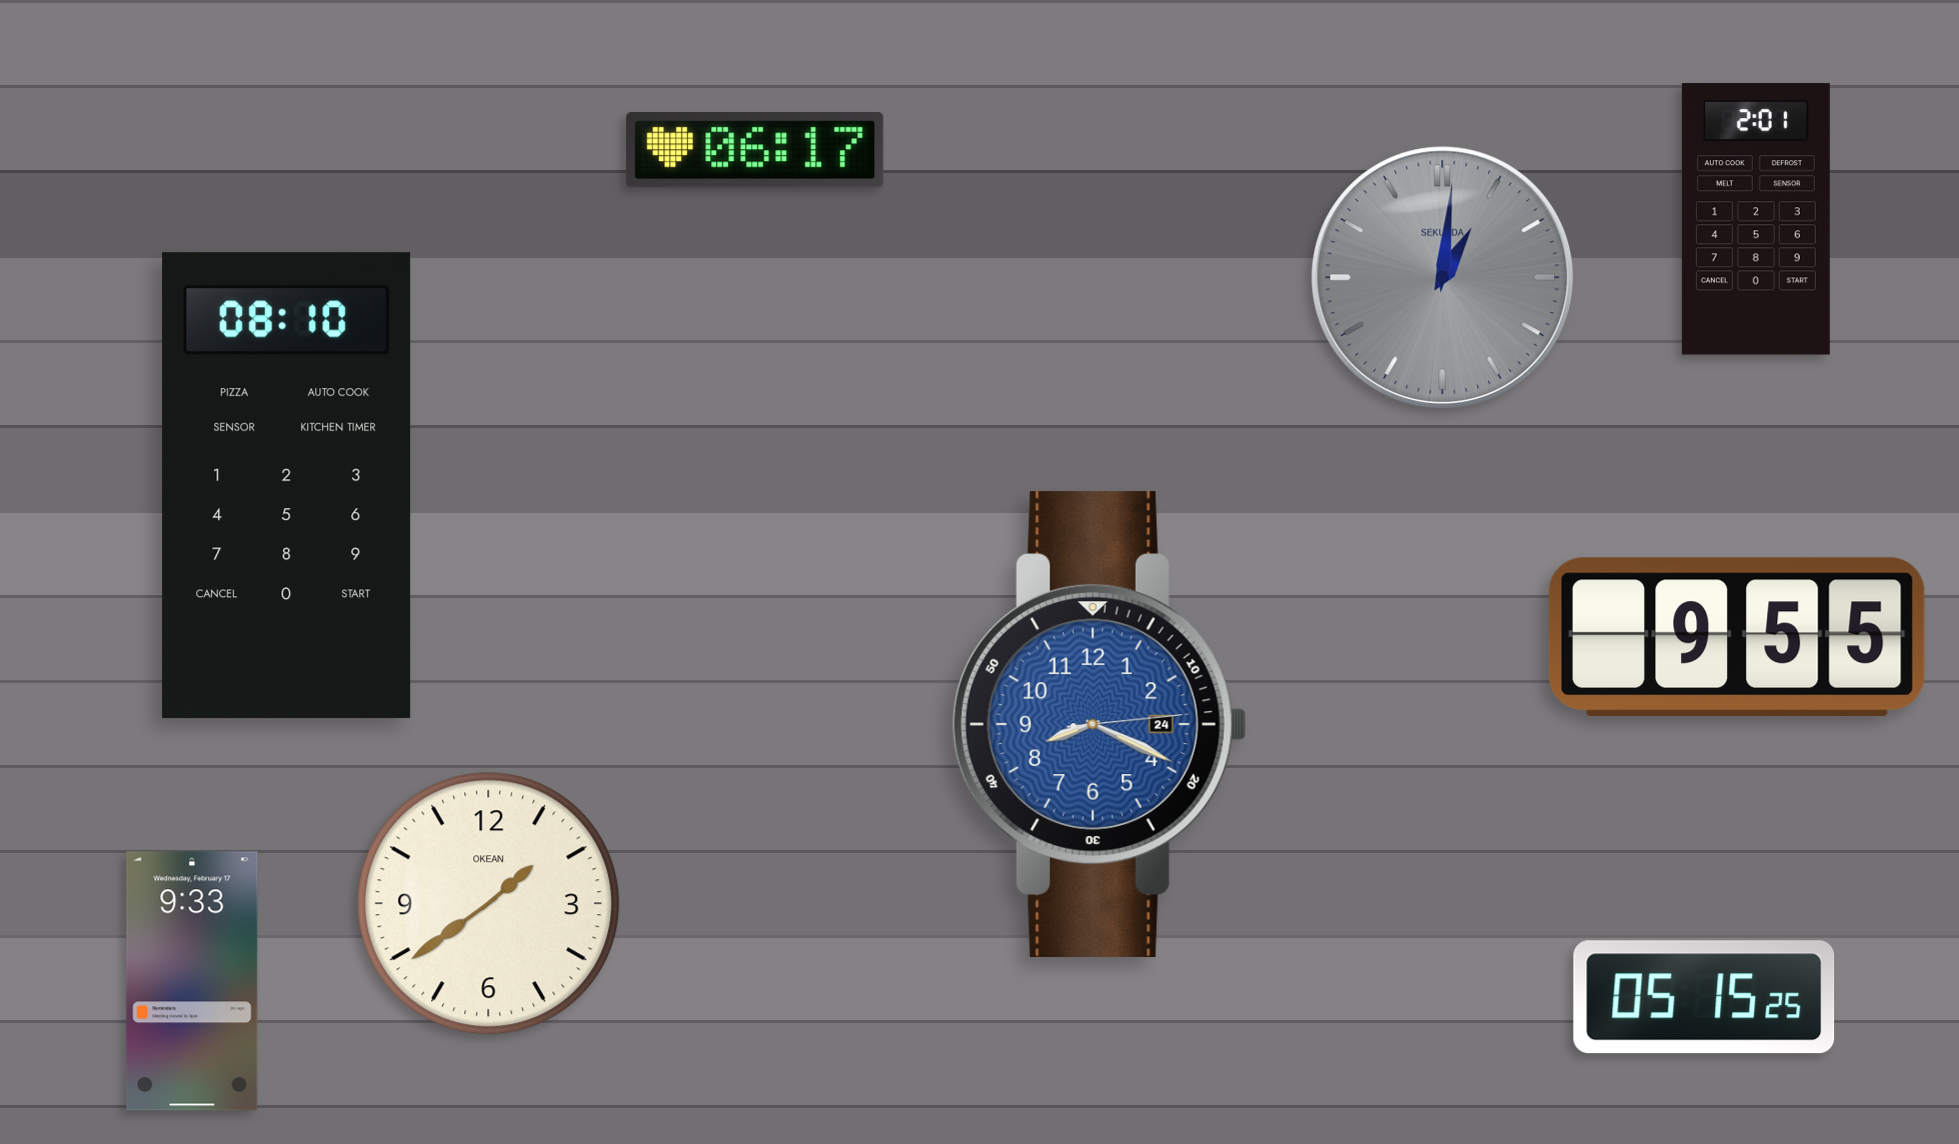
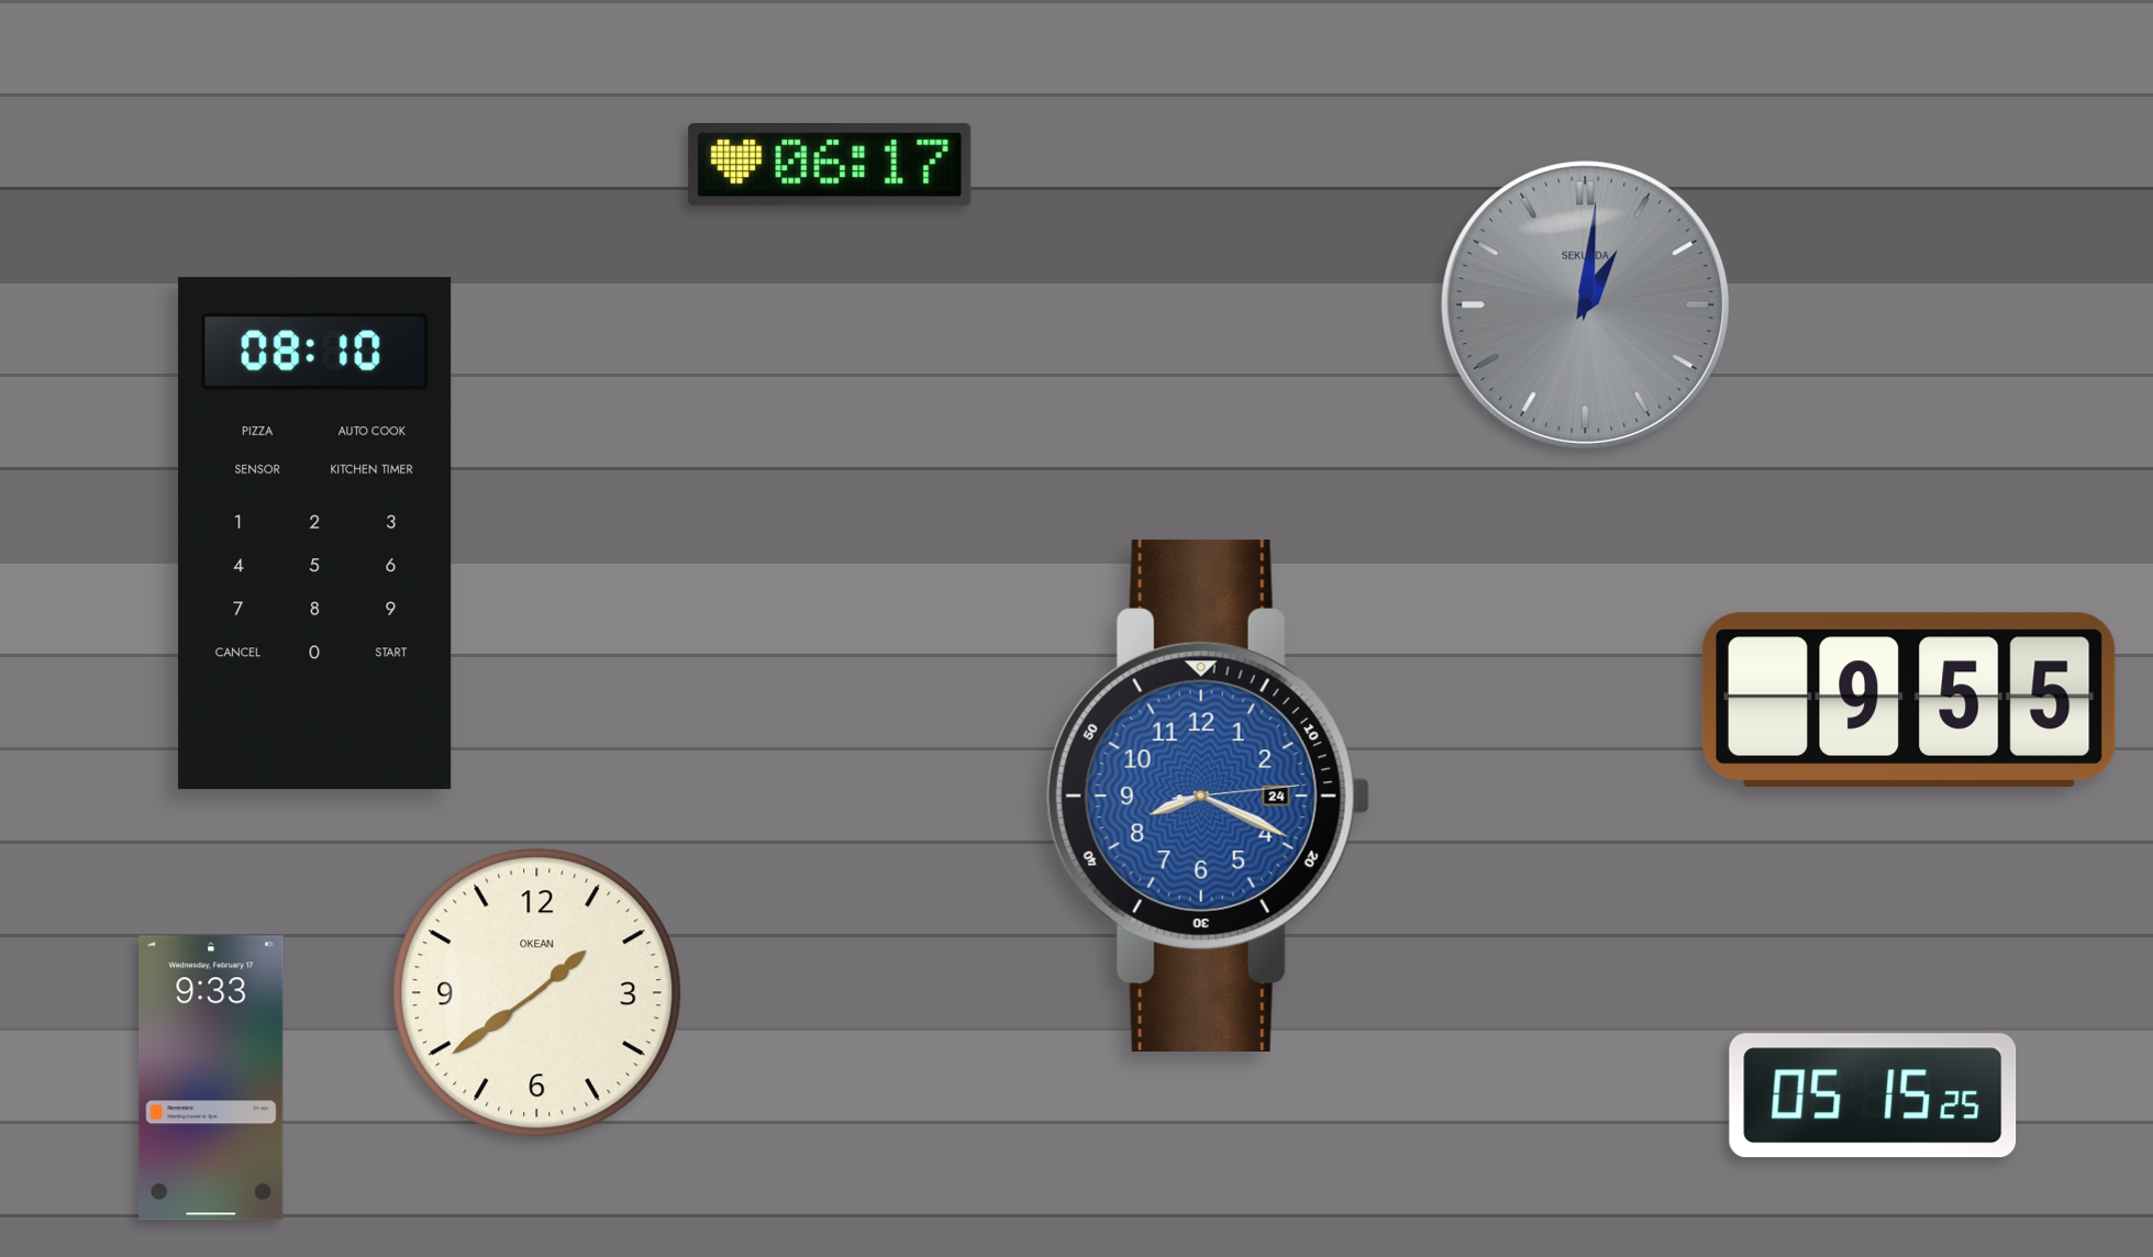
clock at (1756, 219): 2:01 -> none
